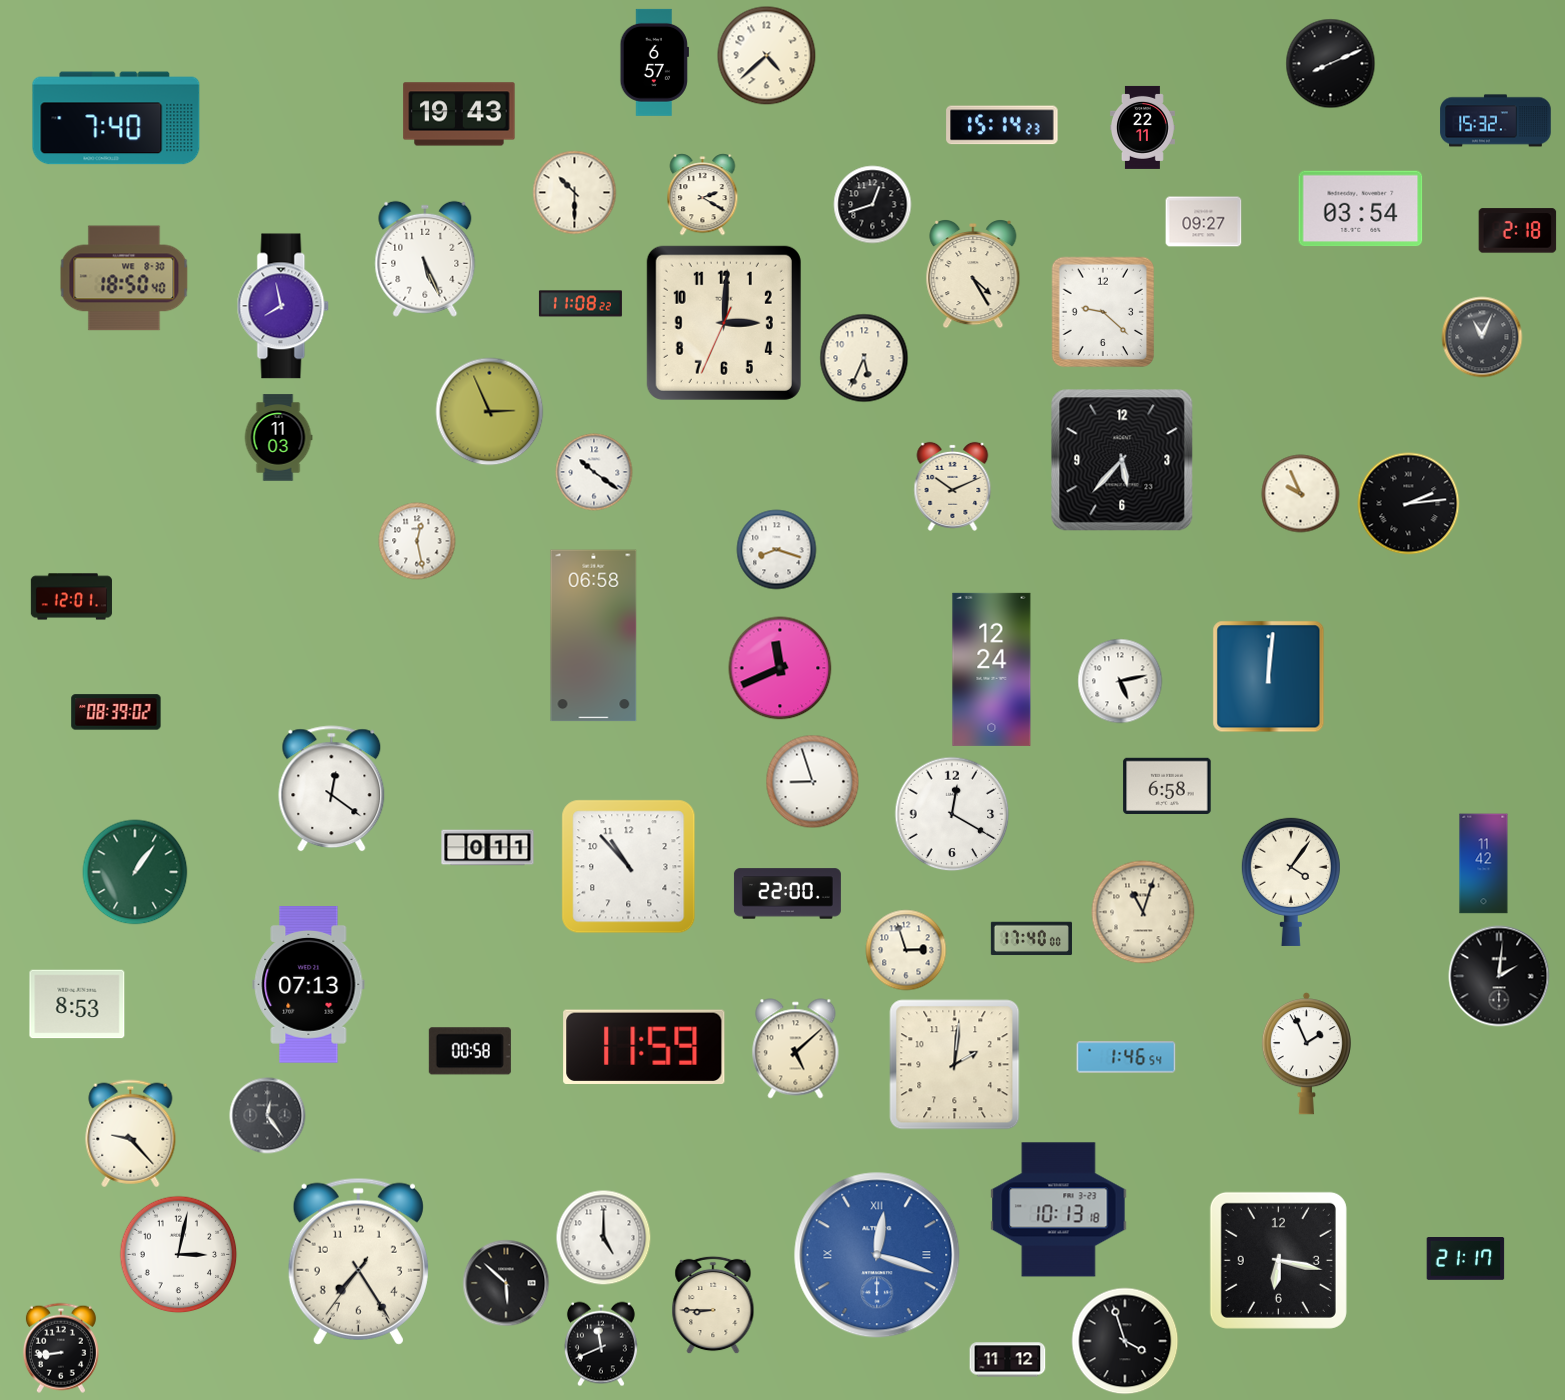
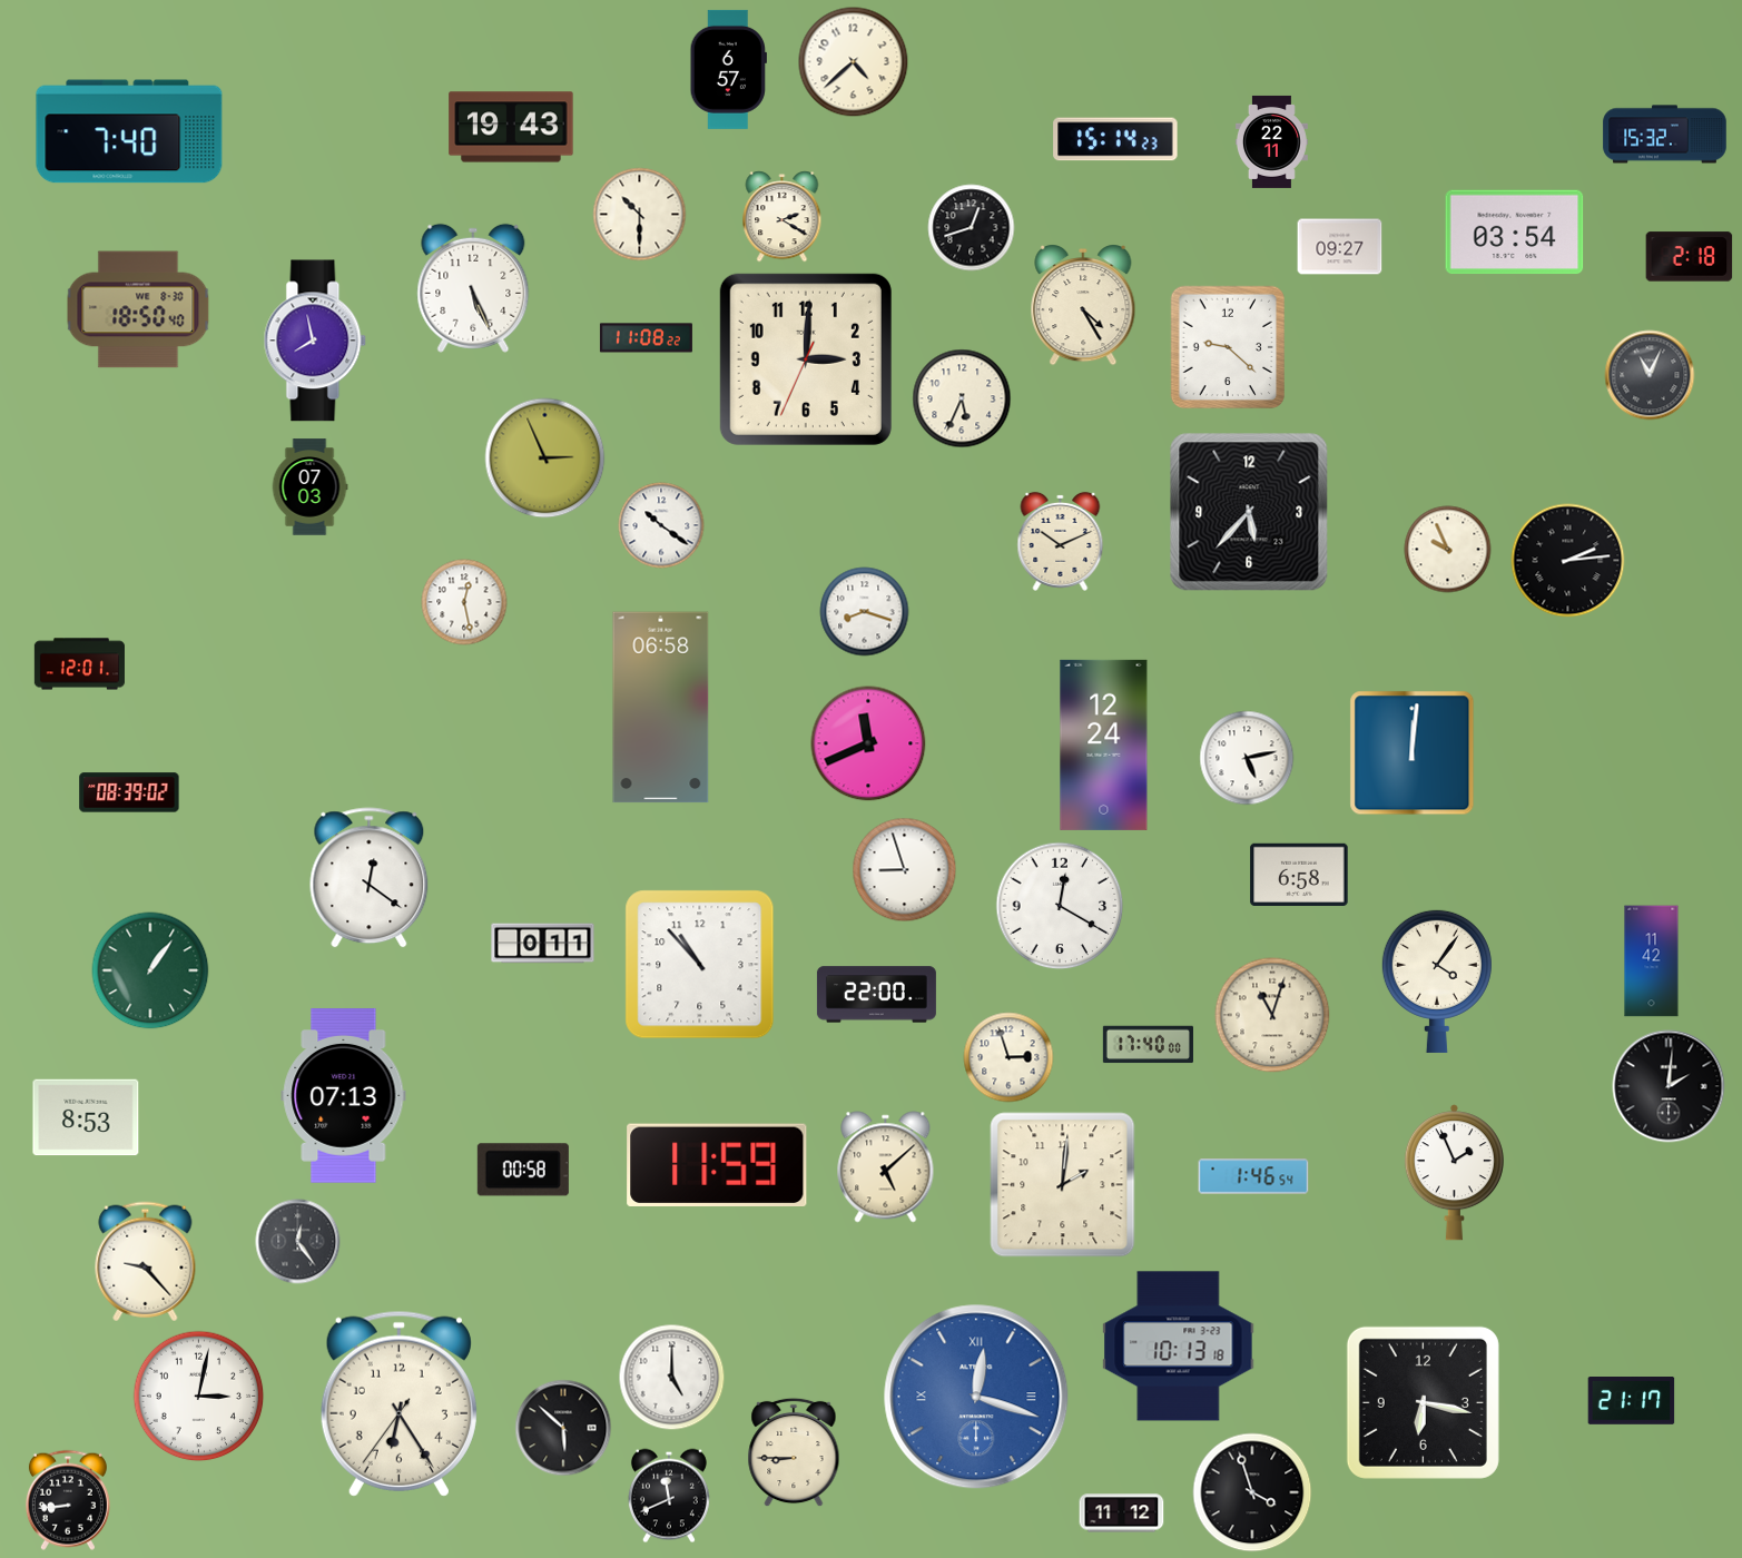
clock at (1331, 64): 8:11 -> none
clock at (278, 438): 11:03 -> 07:03
clock at (358, 1261): 7:24 -> 6:24
